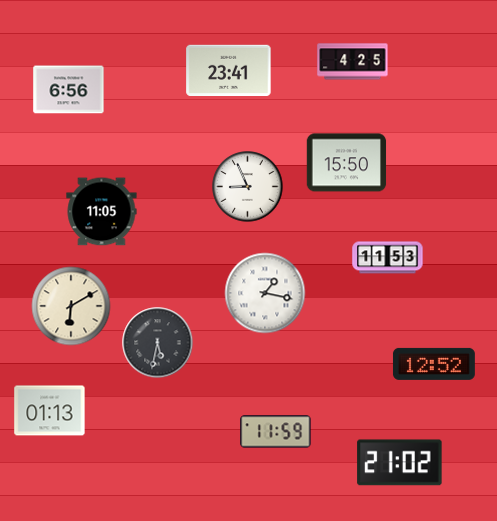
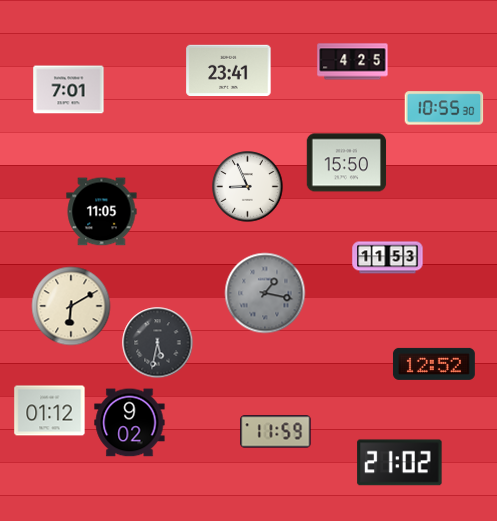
clock at (69, 90): 6:56 -> 7:01
clock at (444, 108): none -> 10:55
clock at (265, 293) dial: white -> grey
clock at (50, 411): 01:13 -> 01:12
clock at (130, 423): none -> 9:02
